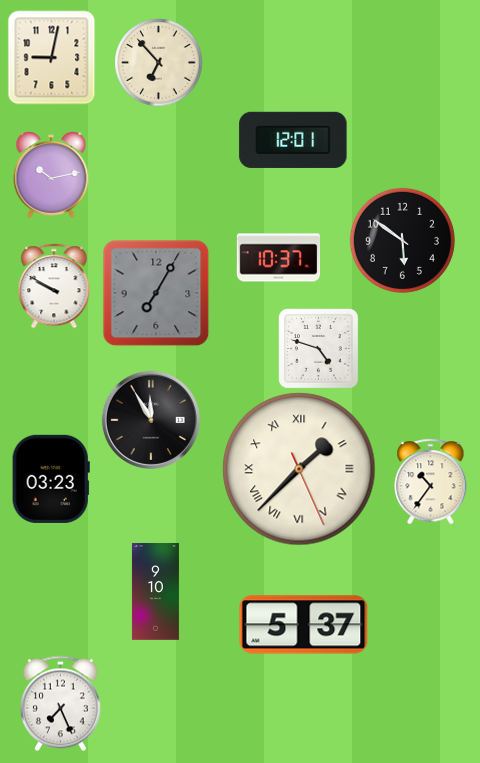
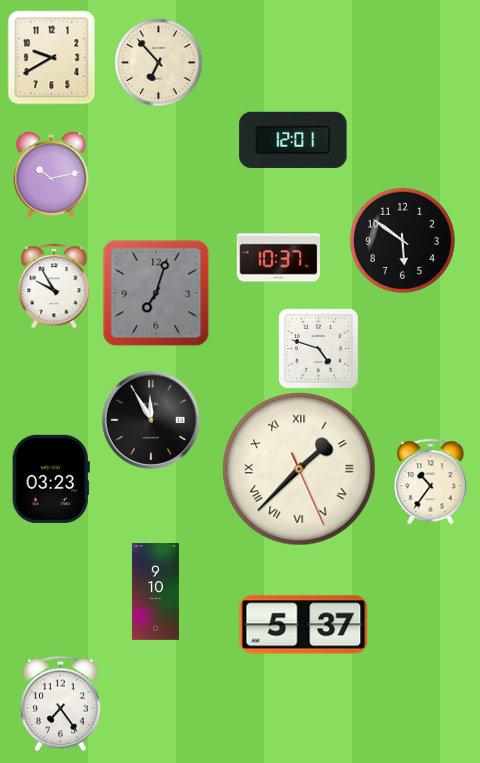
clock at (52, 57): 9:02 -> 9:40
clock at (54, 286): 9:50 -> 9:55
clock at (156, 293): 7:05 -> 7:03
clock at (60, 703): 7:26 -> 7:24
